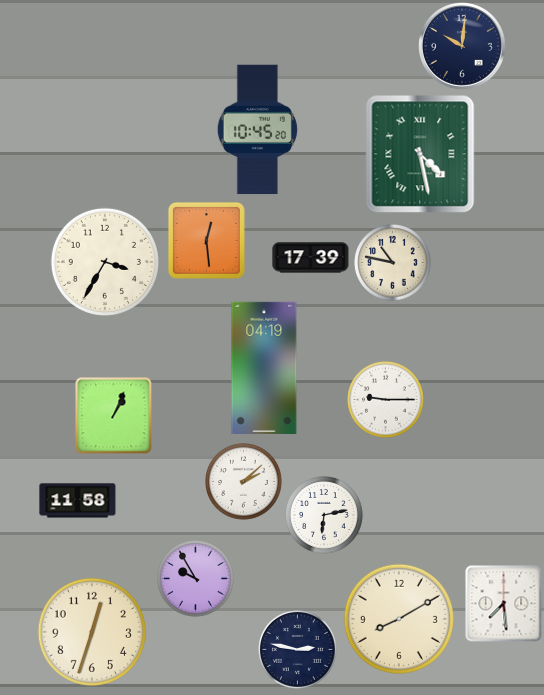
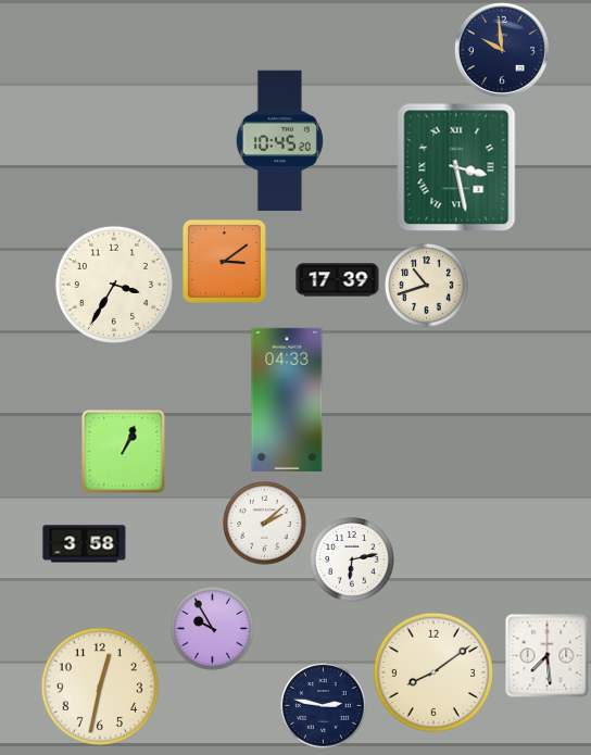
clock at (462, 46): 10:01 -> 9:59
clock at (420, 154): 4:28 -> 3:28
clock at (206, 240): 12:29 -> 3:09
clock at (393, 263): 10:47 -> 10:42
clock at (264, 368): 04:19 -> 04:33
clock at (386, 400): 9:15 -> none
clock at (78, 501): 11:58 -> 3:58
clock at (399, 619): 8:10 -> 8:09
clock at (92, 632): 12:33 -> 12:32
